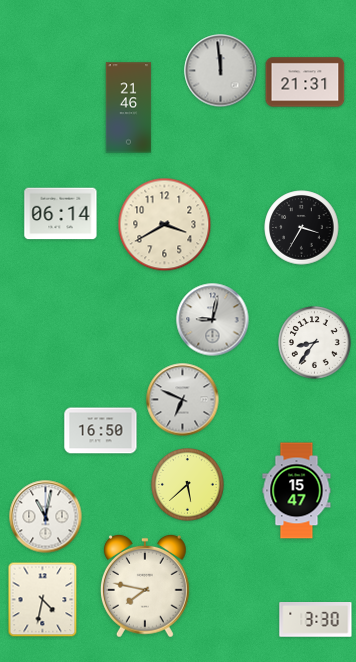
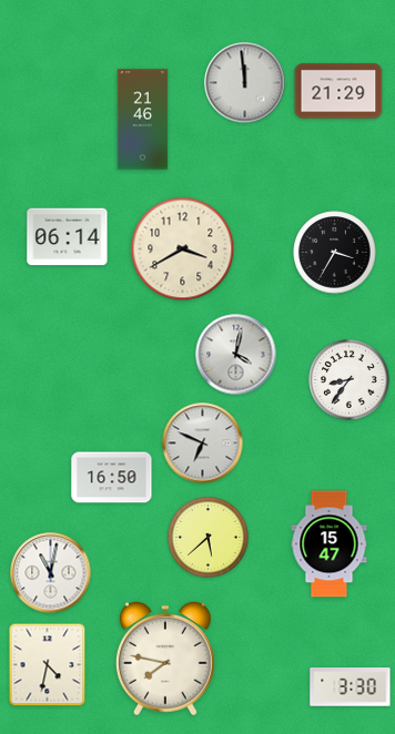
clock at (221, 71) position: (221, 71) -> (245, 83)
clock at (305, 82): 21:31 -> 21:29
clock at (213, 320): 9:02 -> 4:02
clock at (145, 586) position: (145, 586) -> (165, 659)
